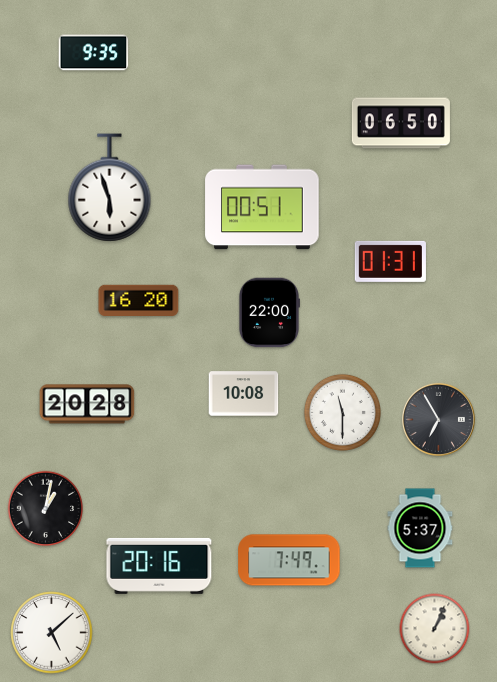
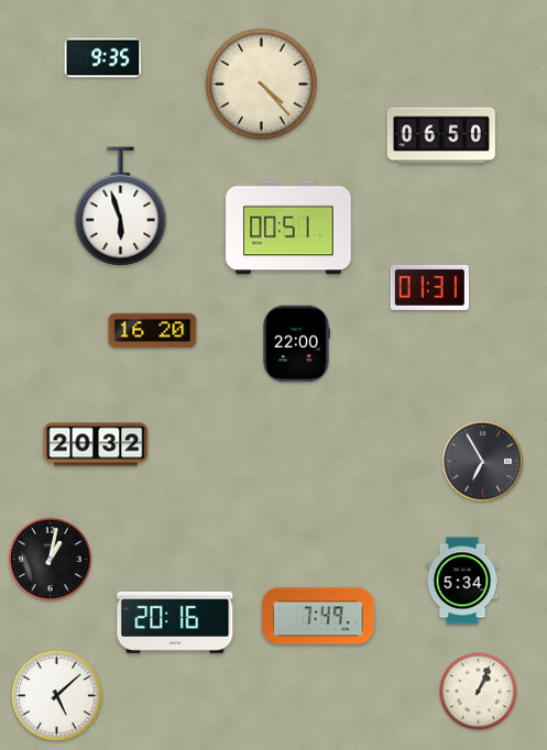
clock at (261, 84): none -> 4:23
clock at (244, 394): 10:08 -> none
clock at (87, 404): 20:28 -> 20:32
clock at (342, 412): 11:30 -> none
clock at (420, 528): 5:37 -> 5:34
